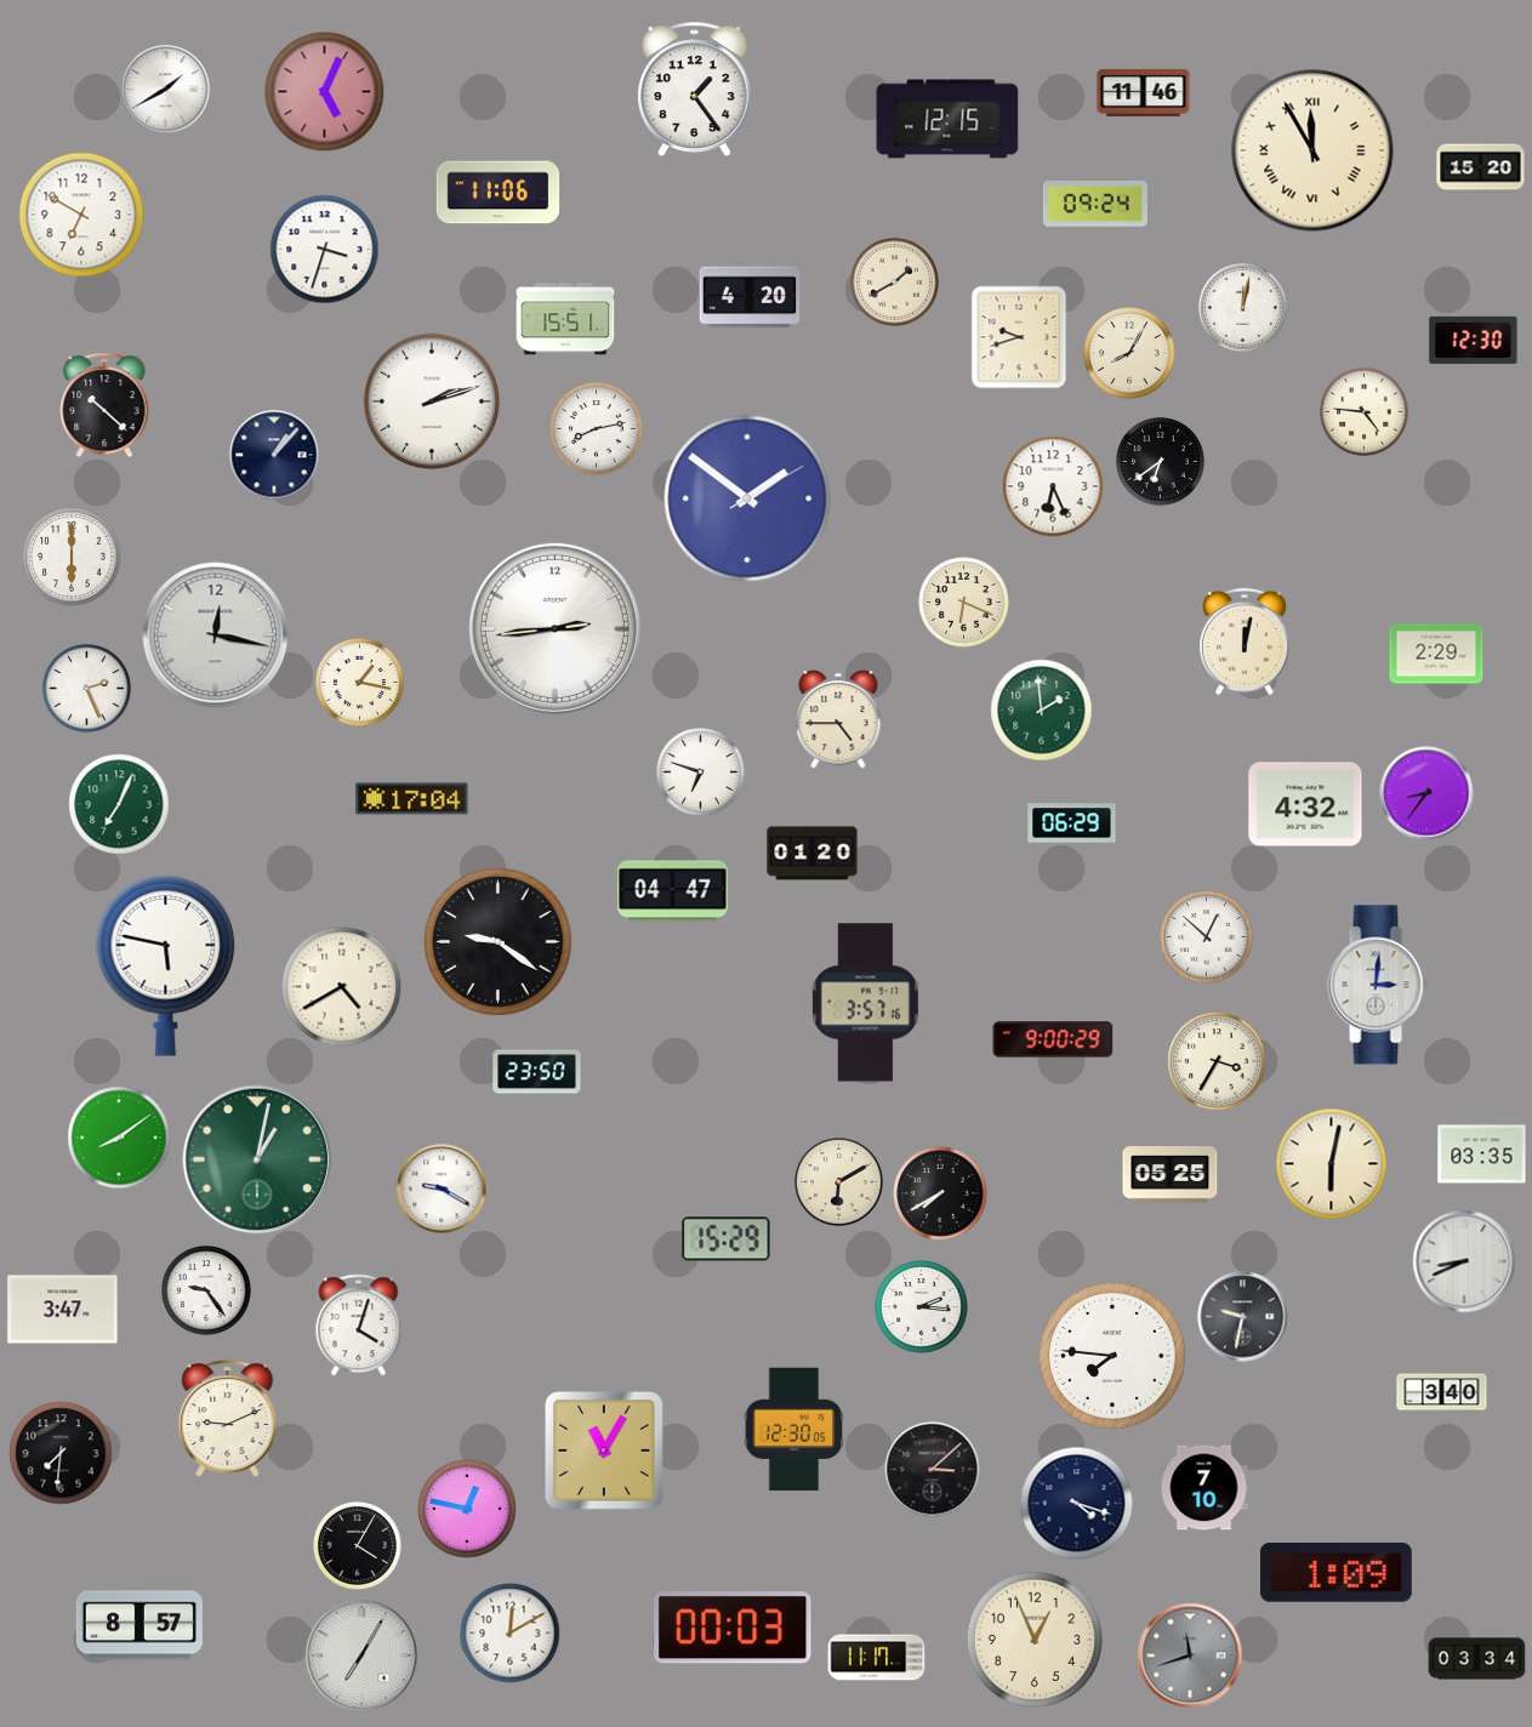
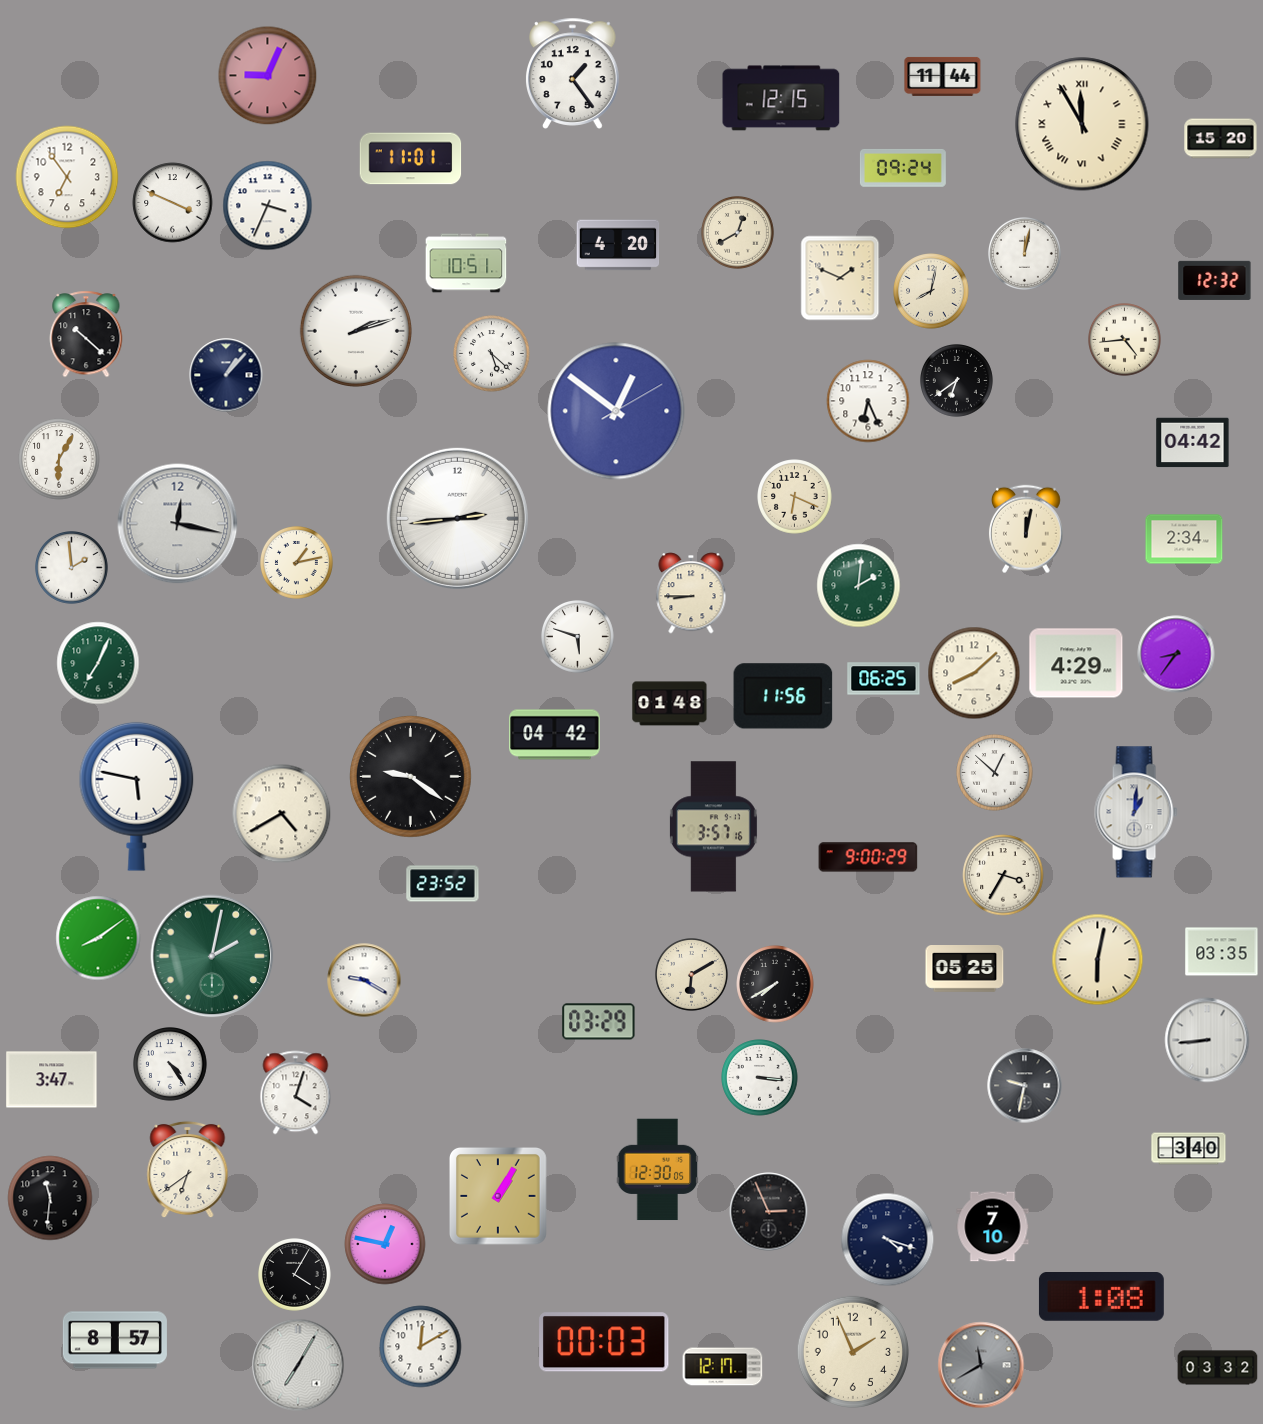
clock at (166, 90): 1:40 -> none
clock at (325, 92): 5:04 -> 9:04
clock at (1144, 92): 11:46 -> 11:44
clock at (499, 193): 11:06 -> 11:01
clock at (81, 215): 6:50 -> 6:54
clock at (173, 203): none -> 3:49
clock at (325, 250): 3:33 -> 3:34
clock at (895, 283): 1:40 -> 12:40
clock at (565, 319): 15:51 -> 10:51
clock at (1019, 337): 9:42 -> 1:49
clock at (1474, 340): 12:30 -> 12:32
clock at (1129, 353): 8:05 -> 8:02
clock at (1365, 412): 4:46 -> 4:44
clock at (597, 429): 8:13 -> 5:22
clock at (747, 498): 1:51 -> 12:51
clock at (1193, 443): none -> 04:42
clock at (72, 557): 6:00 -> 6:05
clock at (1436, 654): 2:29 -> 2:34
clock at (360, 683): 1:17 -> 1:13
clock at (87, 689): 2:26 -> 1:59
clock at (1042, 711): 1:59 -> 2:01
clock at (838, 719): 4:45 -> 8:45
clock at (701, 773): 6:48 -> 5:48
clock at (412, 799): 17:04 -> none
clock at (1305, 804): 4:32 -> 4:29
clock at (974, 673): none -> 8:08
clock at (1072, 823): 06:29 -> 06:25
clock at (783, 696): none -> 11:56
clock at (813, 854): 01:20 -> 01:48
clock at (673, 891): 04:47 -> 04:42
clock at (1378, 985): 3:01 -> 1:01
clock at (537, 1072): 23:50 -> 23:52
clock at (257, 1159): 1:02 -> 2:02
clock at (727, 1239): 15:29 -> 03:29
clock at (1464, 1261): 8:41 -> 8:44
clock at (207, 1292): 9:24 -> 4:24
clock at (922, 1307): 2:16 -> 3:16
clock at (1112, 1356): 7:46 -> none
clock at (228, 1419): 9:11 -> 6:39
clock at (795, 1430) position: (795, 1430) -> (658, 1170)
clock at (605, 1452): 11:05 -> 1:05
clock at (61, 1453): 7:31 -> 11:31
clock at (933, 1470): 3:08 -> 2:56
clock at (1335, 1573): 1:09 -> 1:08
clock at (1035, 1640): 12:56 -> 1:56
clock at (1190, 1655): 11:42 -> 11:40
clock at (877, 1658): 11:17 -> 12:17
clock at (1477, 1659): 03:34 -> 03:32
